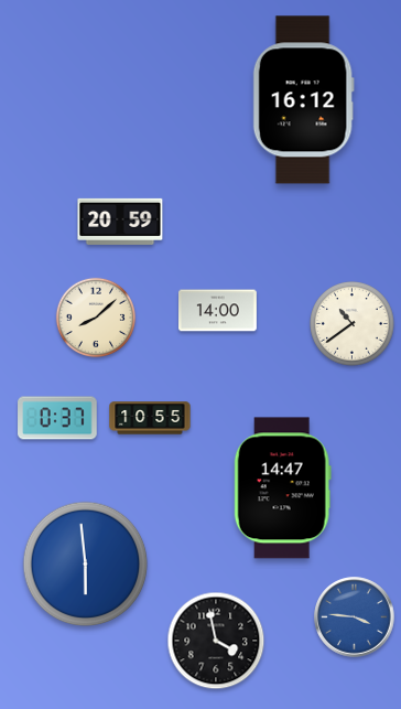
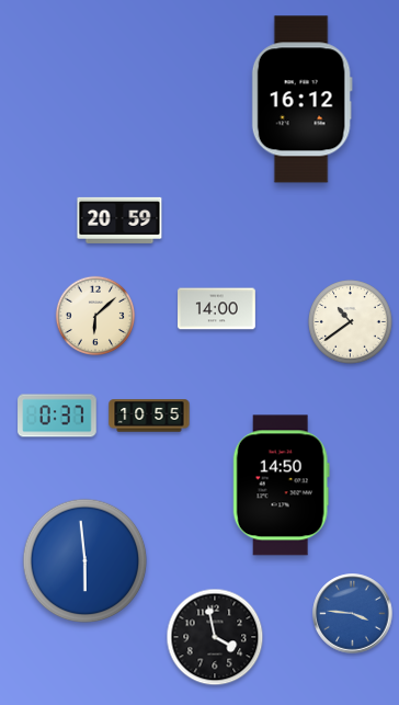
clock at (96, 318): 8:08 -> 6:08
clock at (282, 488): 14:47 -> 14:50
